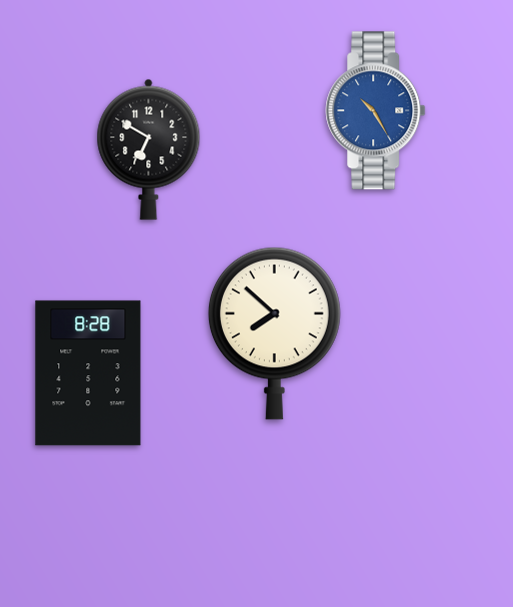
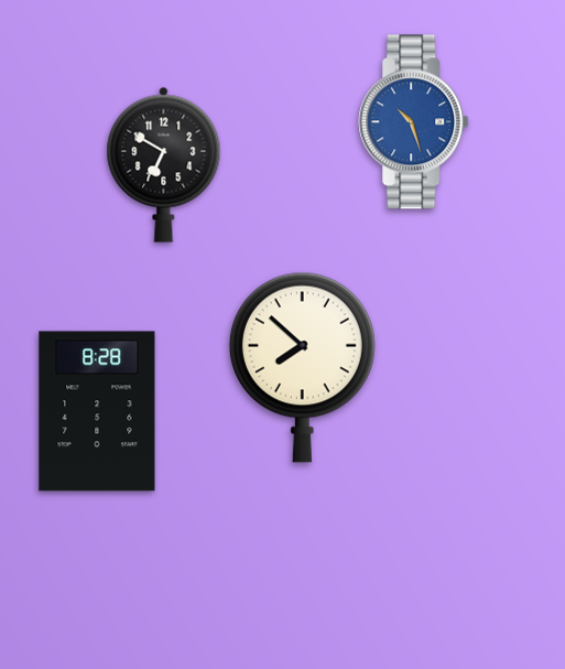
clock at (376, 111): 10:25 -> 10:27
